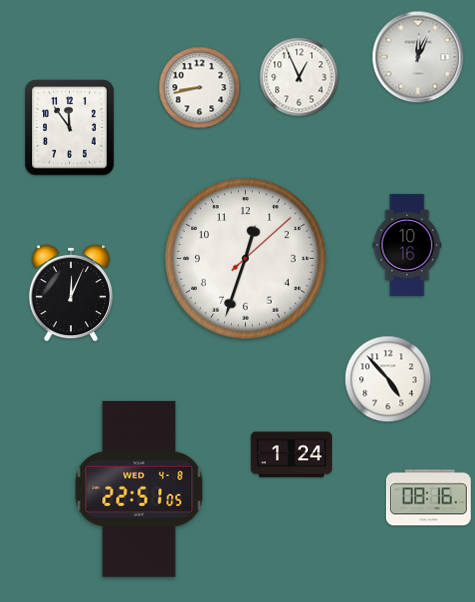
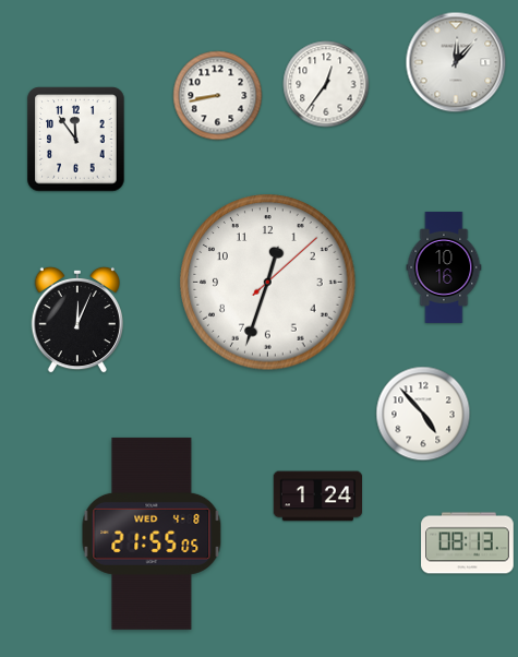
clock at (418, 57): 12:04 -> 12:07
clock at (299, 77): 12:56 -> 12:36
clock at (139, 489): 22:51 -> 21:55
clock at (429, 498): 08:16 -> 08:13
